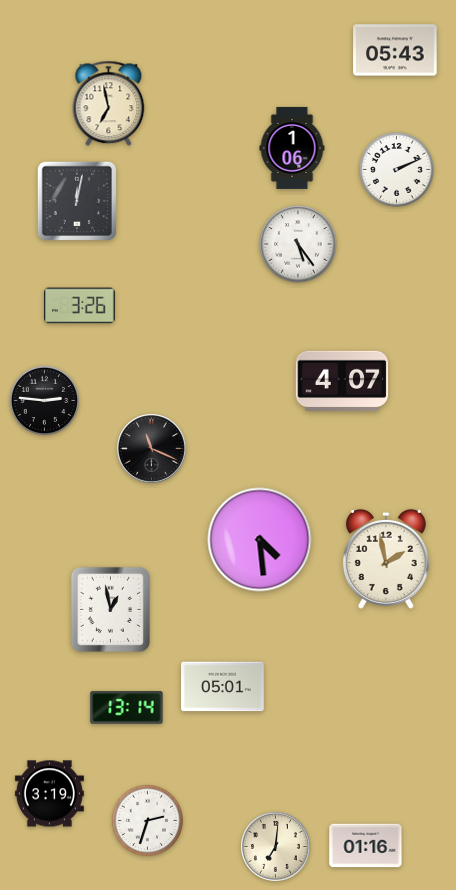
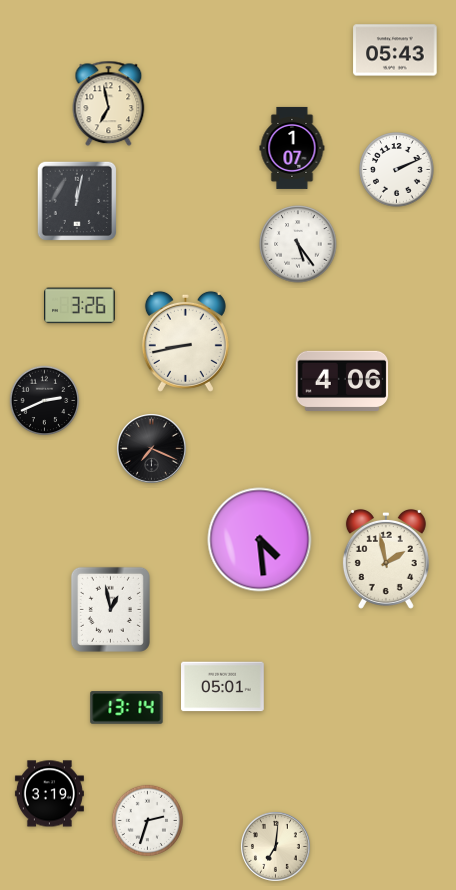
clock at (292, 148): 1:06 -> 1:07
clock at (185, 341): none -> 8:43
clock at (342, 380): 4:07 -> 4:06
clock at (45, 401): 2:46 -> 2:41
clock at (152, 449): 11:19 -> 7:19
clock at (366, 846): 01:16 -> none
